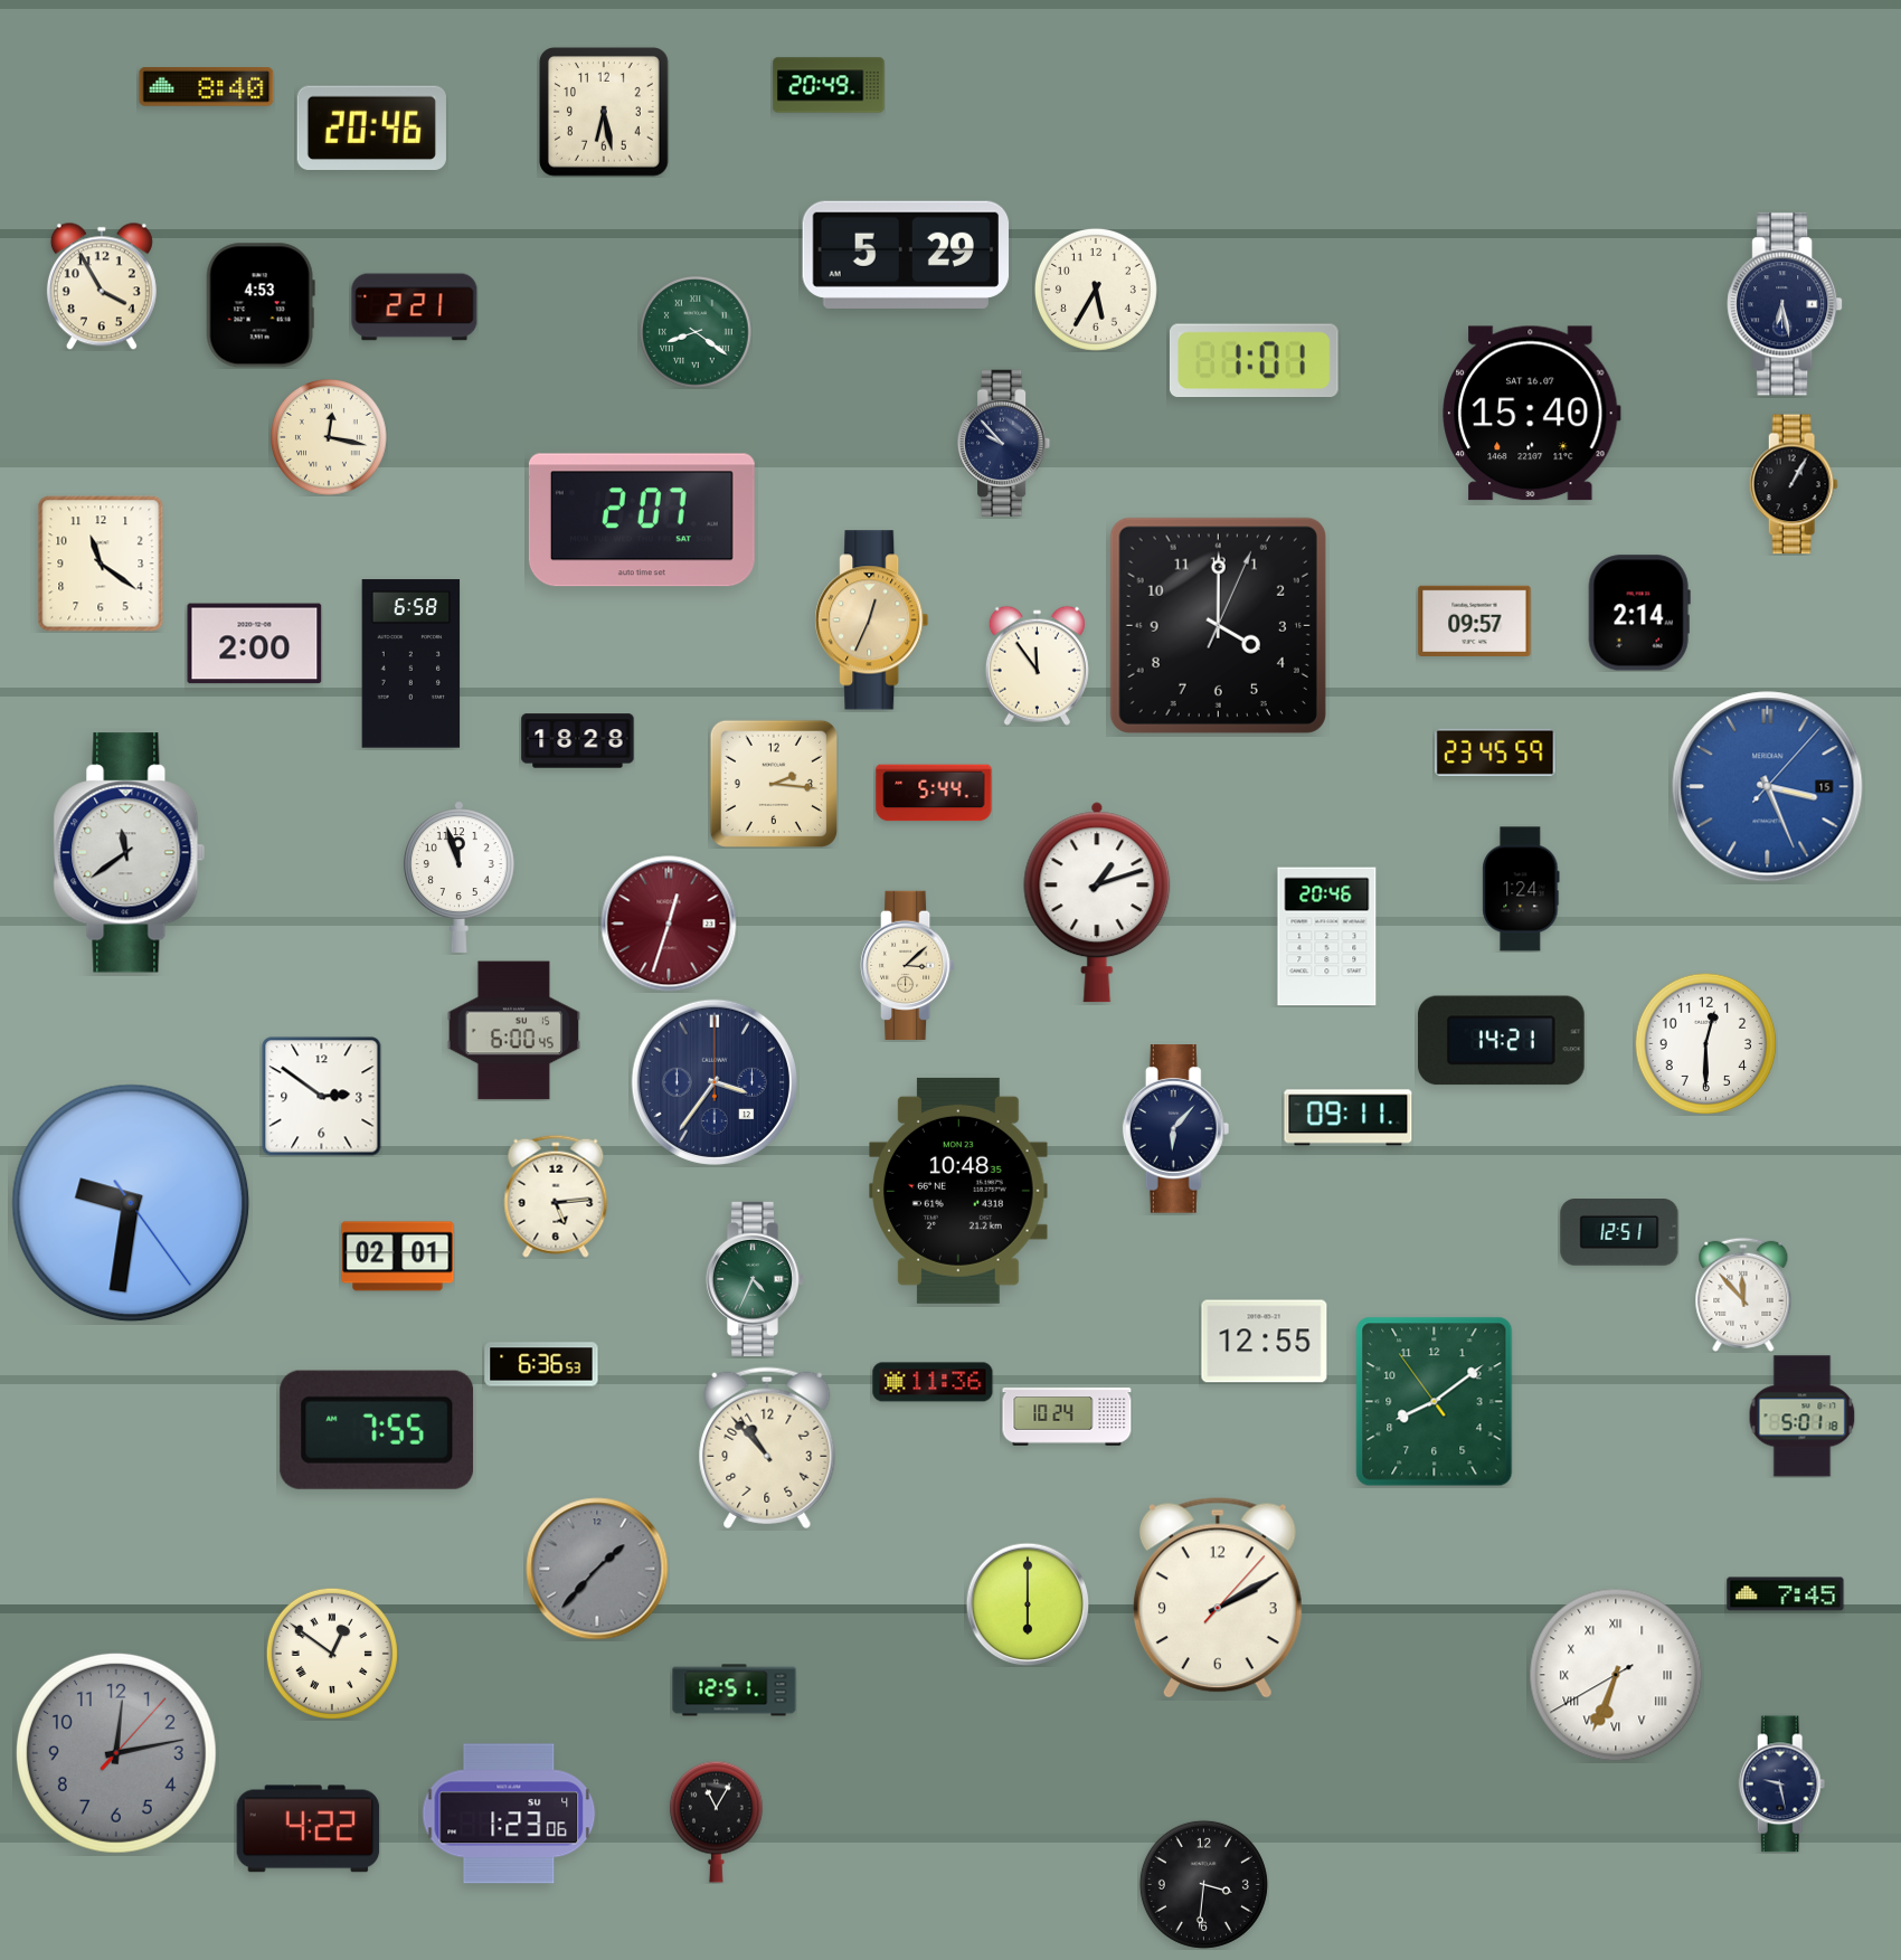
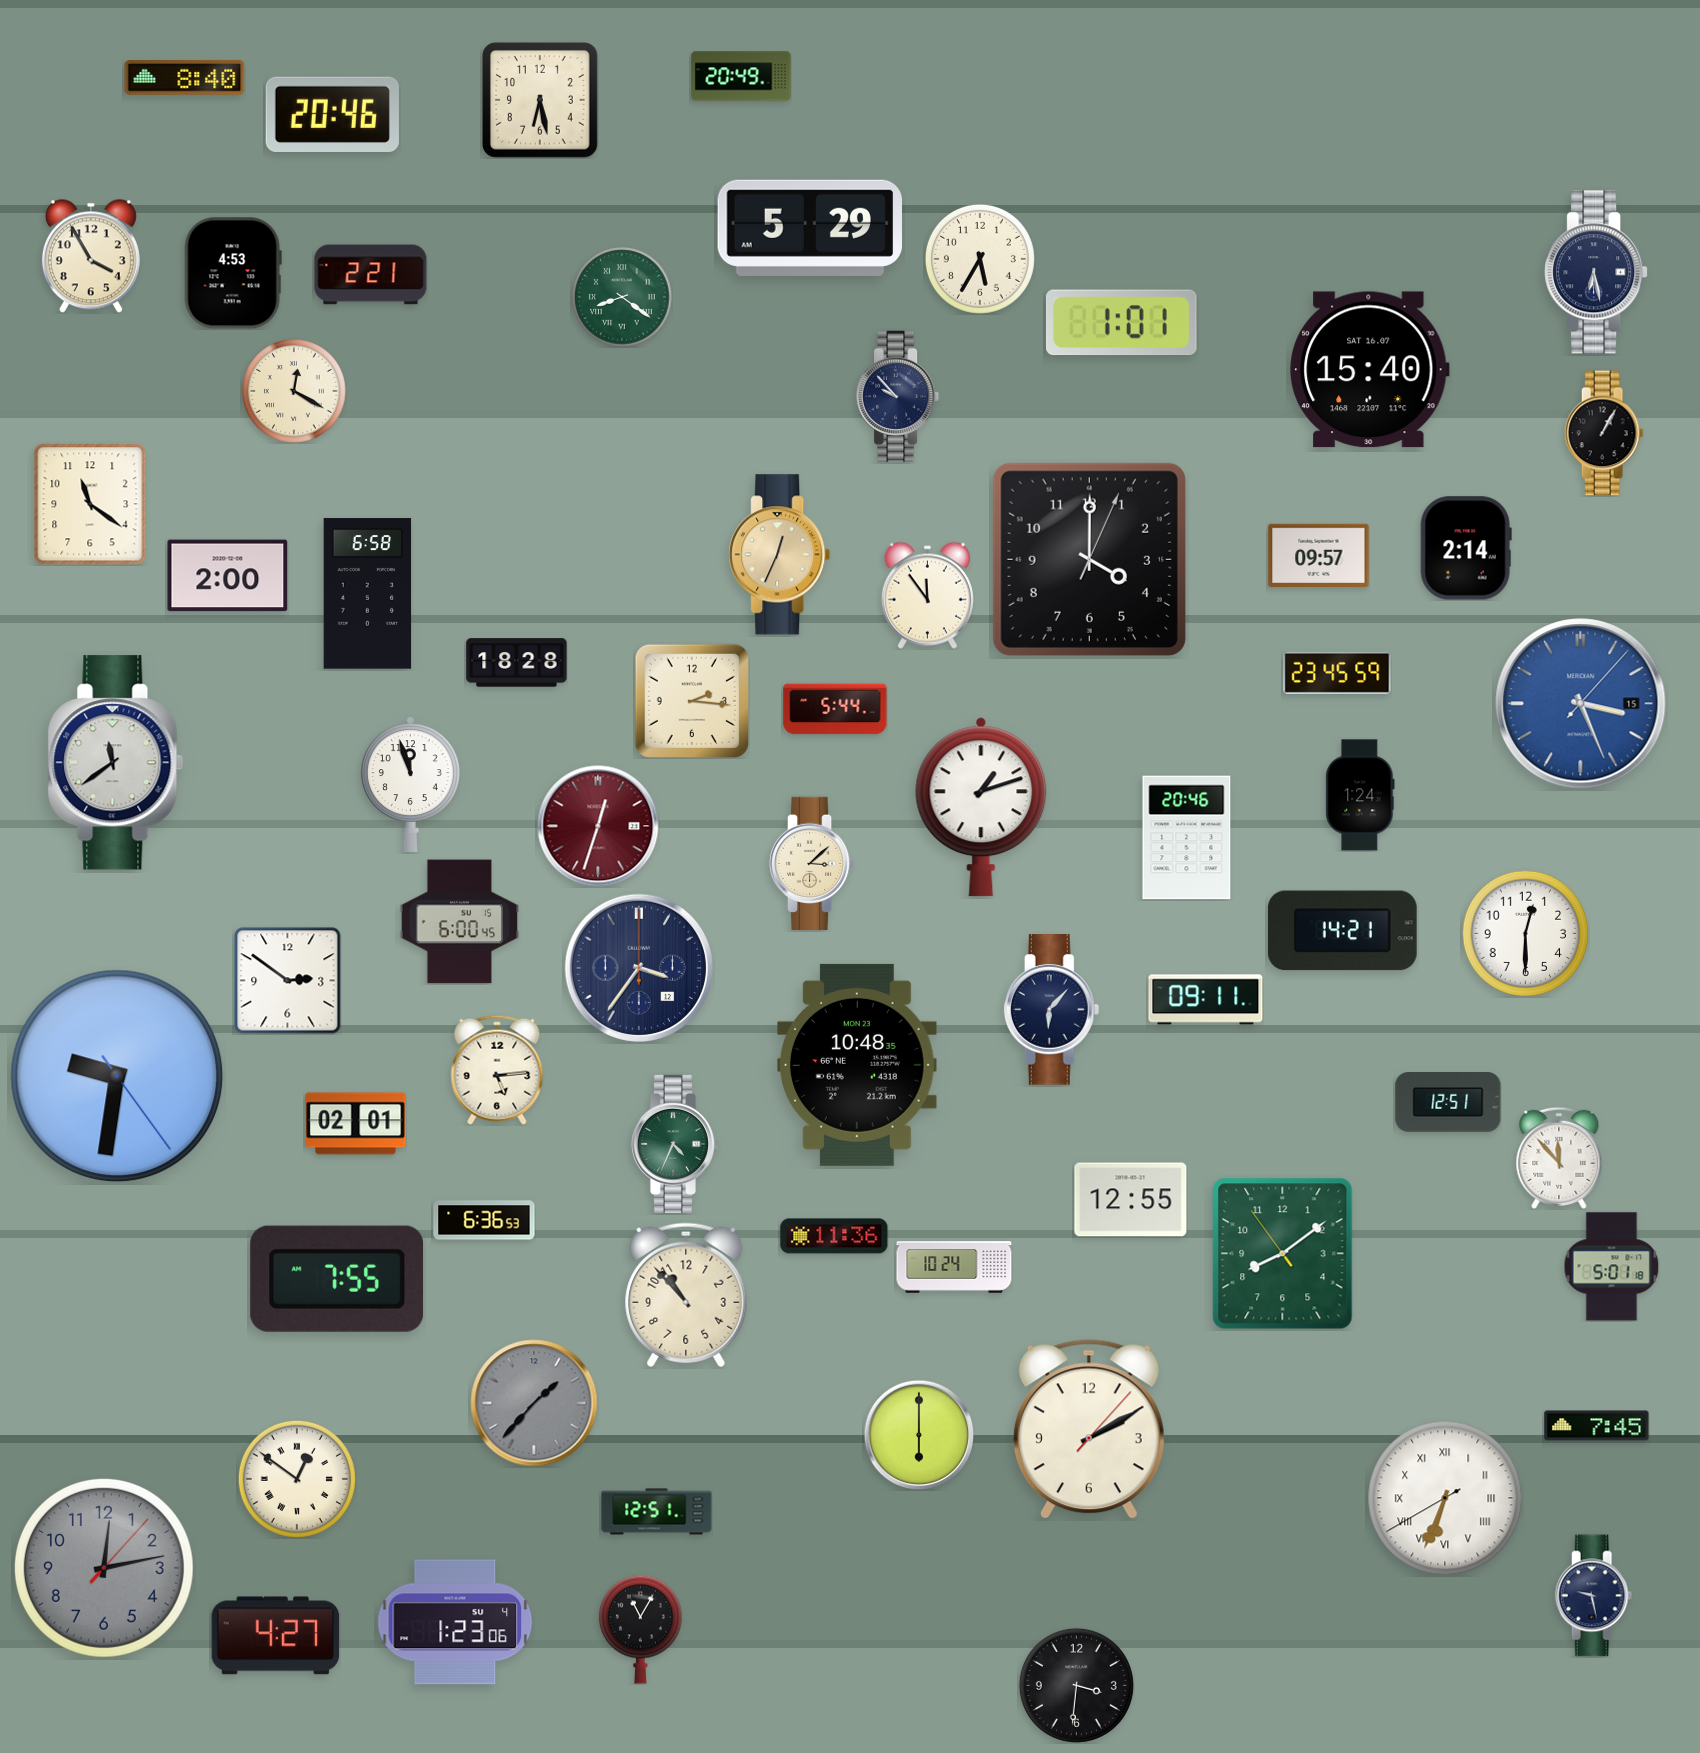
clock at (330, 438): 12:17 -> 12:20
clock at (642, 520): 2:07 -> none
clock at (309, 1829): 4:22 -> 4:27
